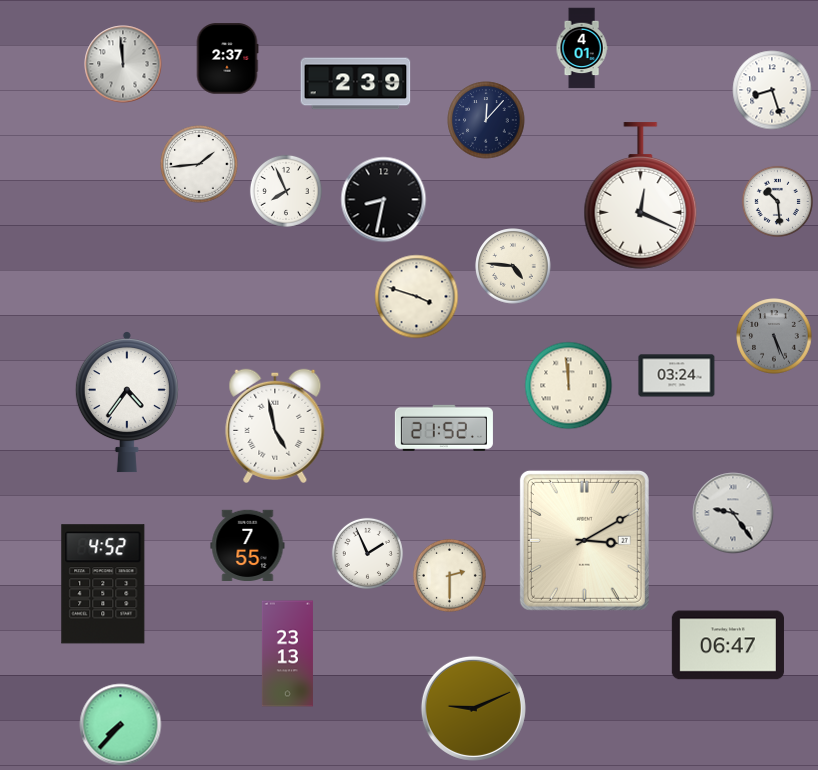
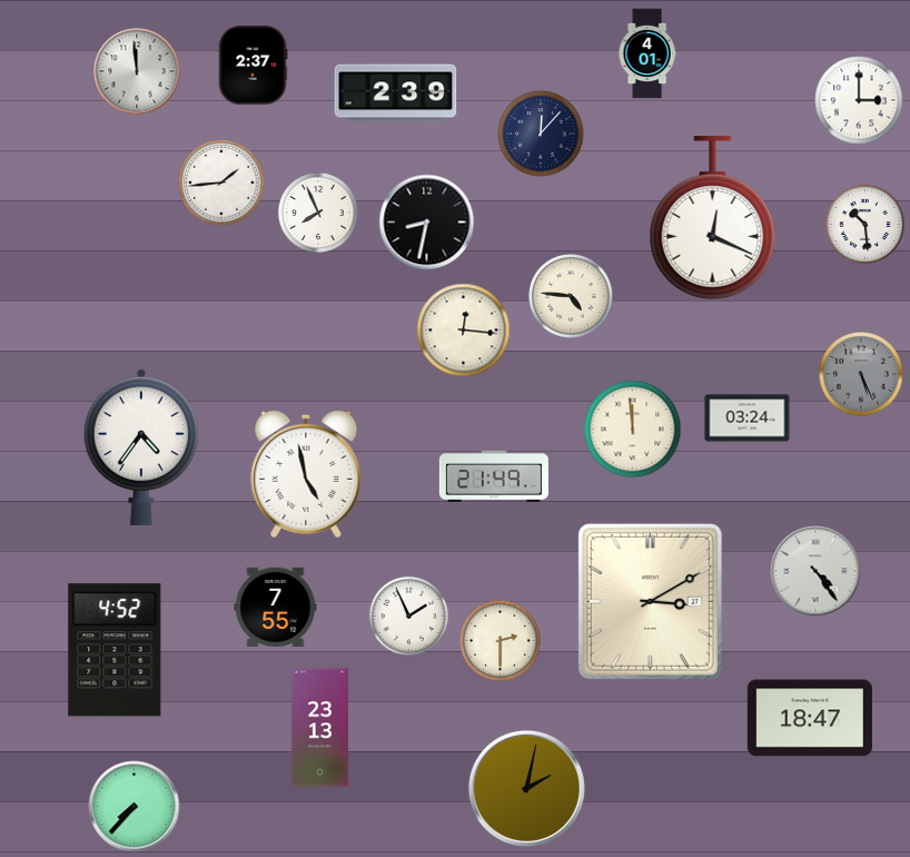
clock at (772, 90): 8:27 -> 3:00
clock at (417, 297): 3:48 -> 12:16
clock at (677, 376) position: (677, 376) -> (748, 418)
clock at (444, 428): 21:52 -> 21:49
clock at (733, 513): 9:24 -> 4:24
clock at (728, 645): 06:47 -> 18:47
clock at (473, 708): 9:11 -> 2:02
